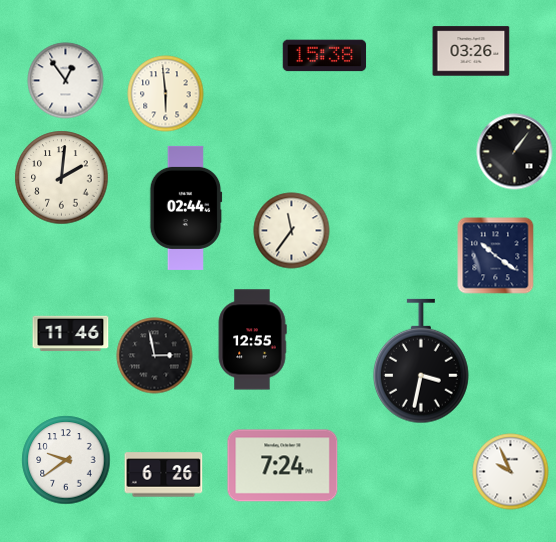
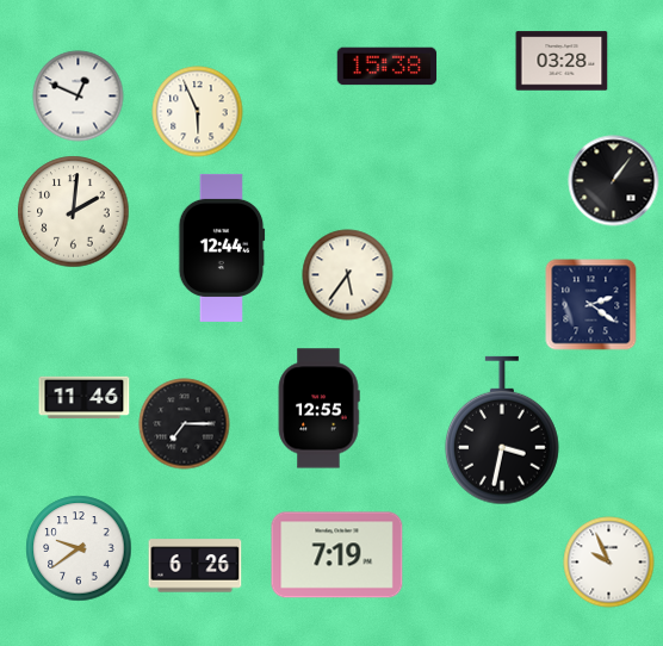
clock at (471, 51): 03:26 -> 03:28
clock at (66, 81): 12:54 -> 12:49
clock at (166, 94): 5:59 -> 5:56
clock at (186, 208): 02:44 -> 12:44
clock at (292, 231): 11:36 -> 5:36
clock at (496, 256): 10:21 -> 2:21
clock at (252, 340) position: (252, 340) -> (318, 409)
clock at (155, 356): 2:58 -> 7:15
clock at (283, 466): 7:24 -> 7:19
